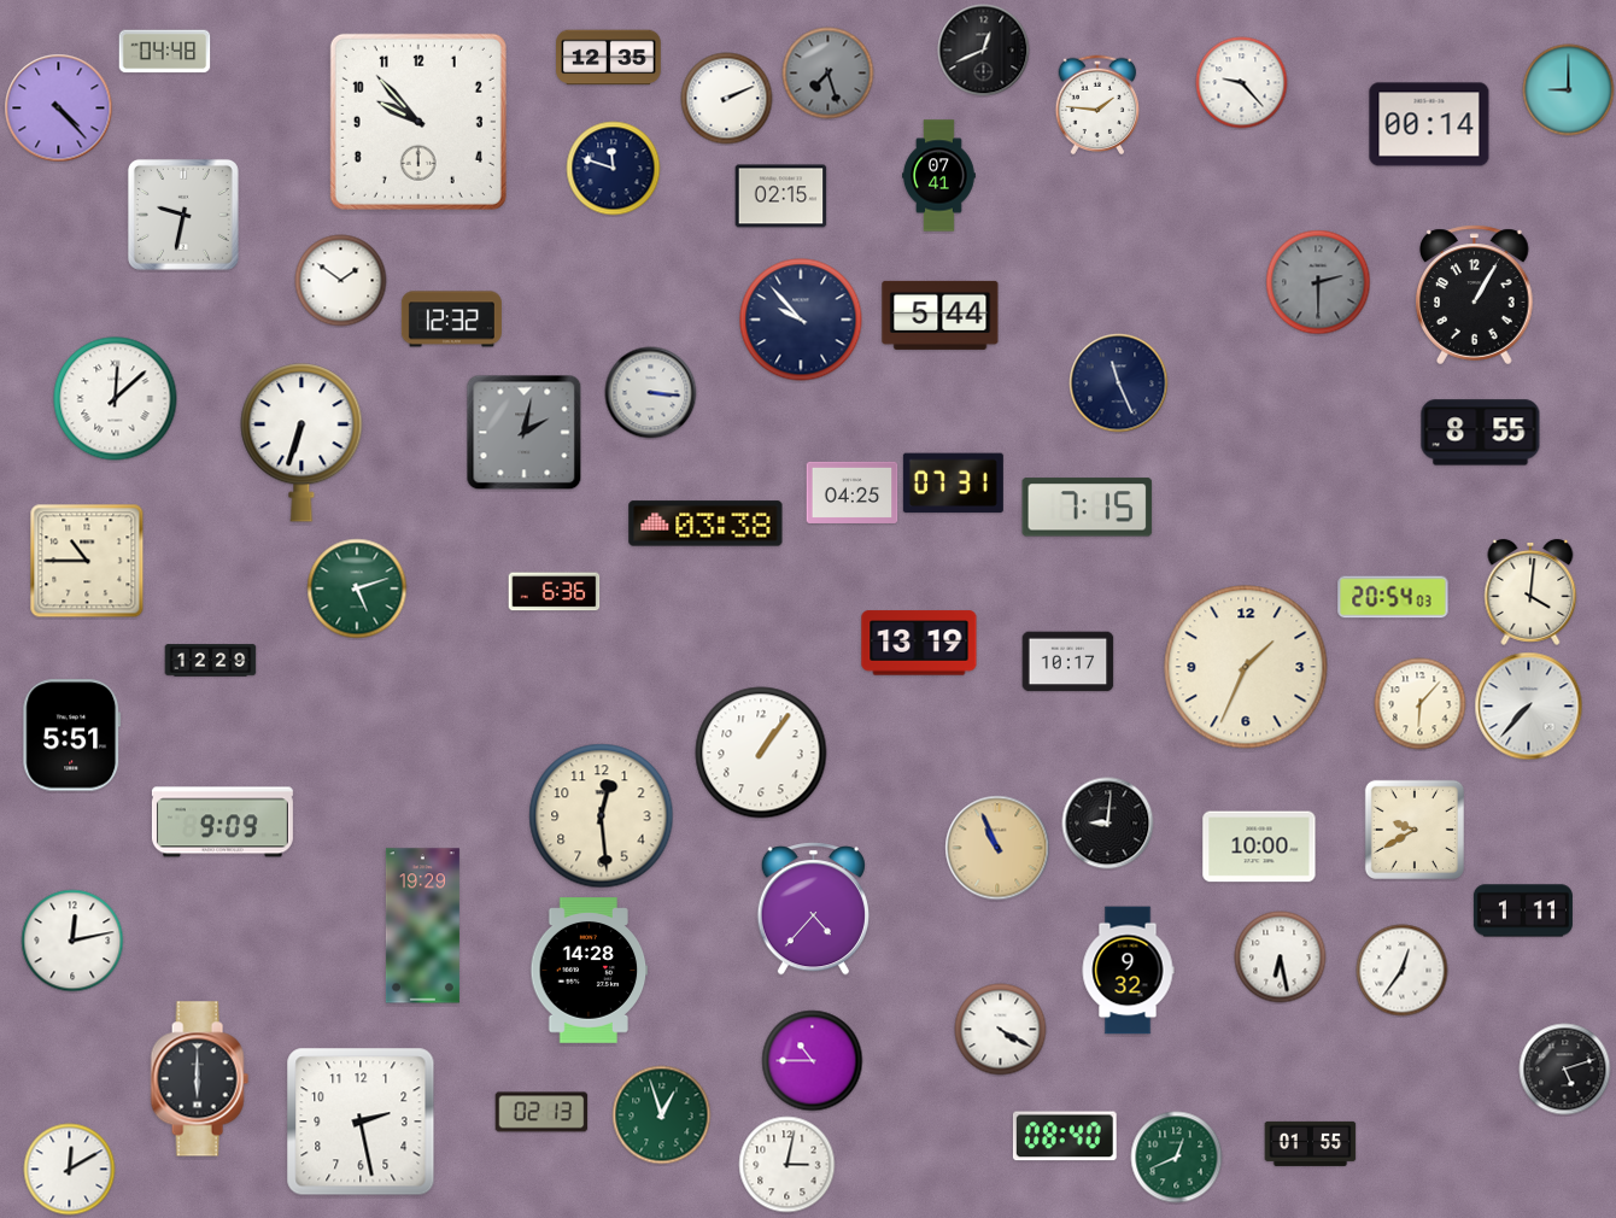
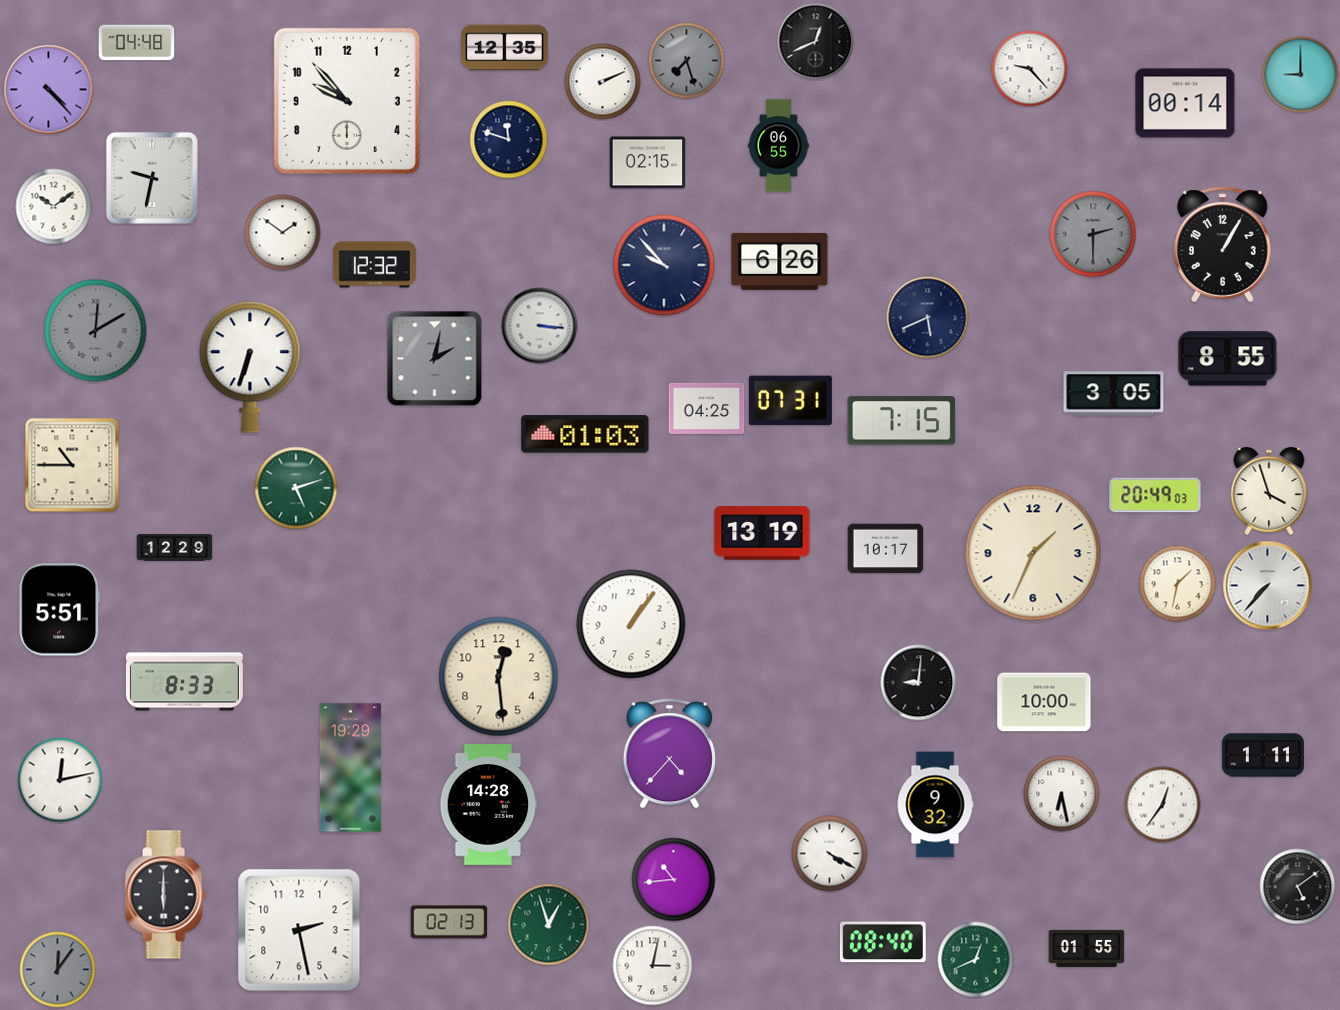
clock at (1097, 105): 1:46 -> none
clock at (939, 176): 07:41 -> 06:55
clock at (54, 207): none -> 10:09
clock at (941, 315): 5:44 -> 6:26
clock at (1119, 383): 11:26 -> 5:41
clock at (116, 399): 12:08 -> 12:10
clock at (116, 399) dial: white -> grey
clock at (1114, 394): none -> 3:05
clock at (705, 523): 03:38 -> 01:03
clock at (555, 592): 6:36 -> none
clock at (1530, 592): 4:01 -> 3:57
clock at (1393, 597): 20:54 -> 20:49
clock at (1421, 704): 6:07 -> 1:32
clock at (222, 822): 9:09 -> 8:33
clock at (1413, 828): 9:40 -> none
clock at (997, 848): 10:56 -> none
clock at (813, 909) position: (813, 909) -> (669, 754)
clock at (813, 1061): 10:45 -> 10:44
clock at (1565, 1070): 5:12 -> 5:09
clock at (70, 1170): 12:10 -> 12:06
clock at (70, 1170) dial: white -> grey
